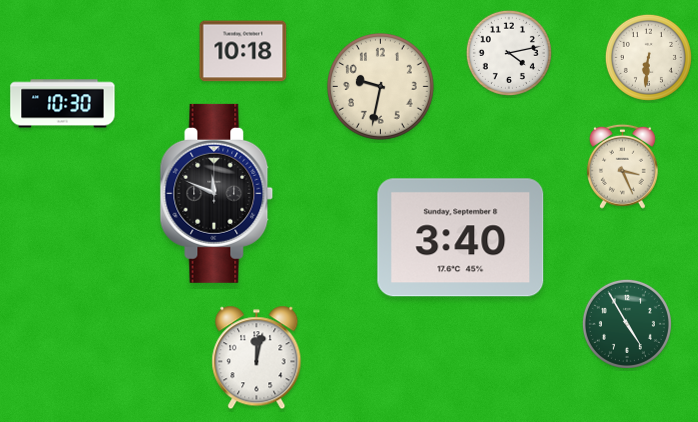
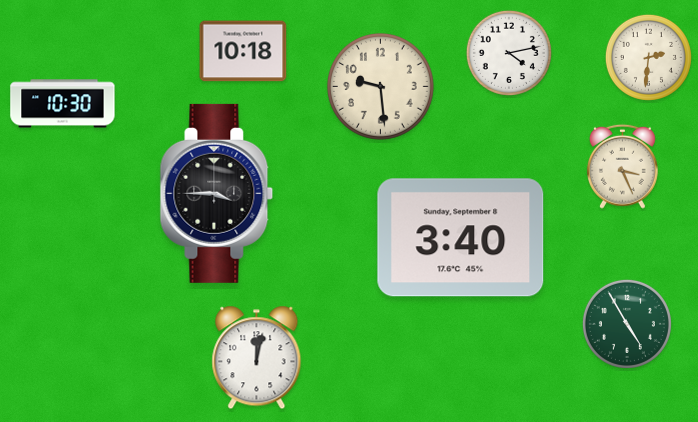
clock at (648, 57): 6:31 -> 2:31
clock at (380, 86): 9:32 -> 9:29
clock at (217, 193): 11:49 -> 3:45
